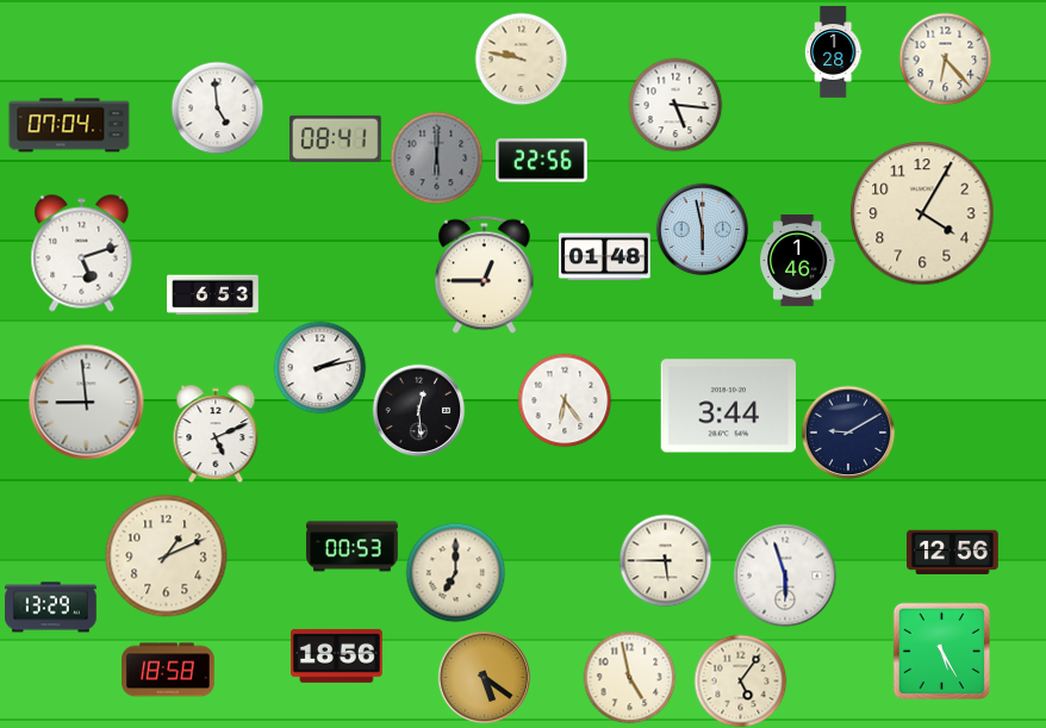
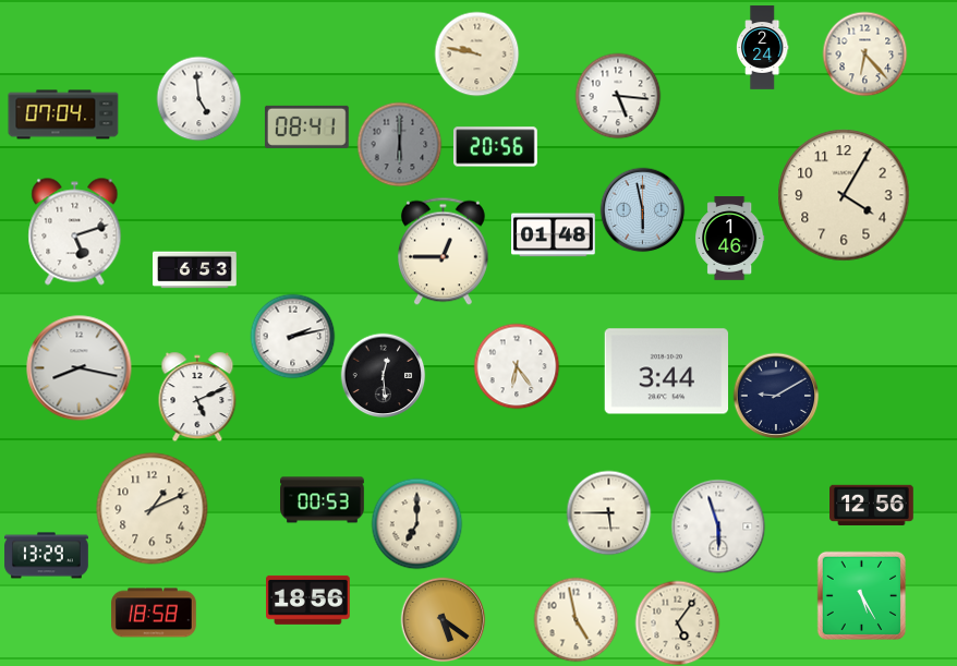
clock at (833, 52): 1:28 -> 2:24
clock at (542, 161): 22:56 -> 20:56
clock at (87, 403): 8:59 -> 8:17
